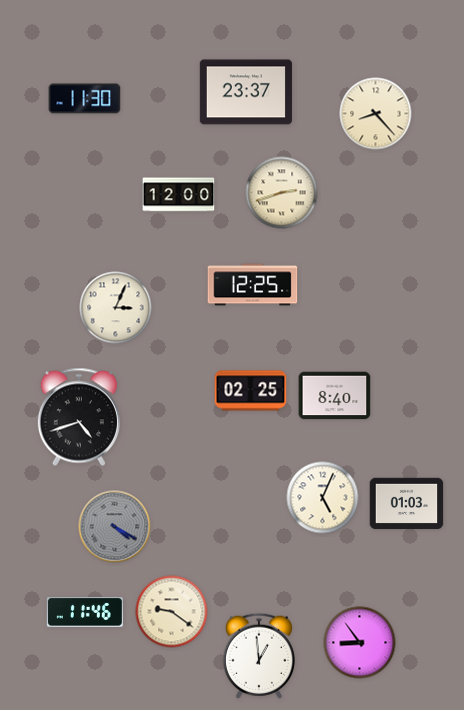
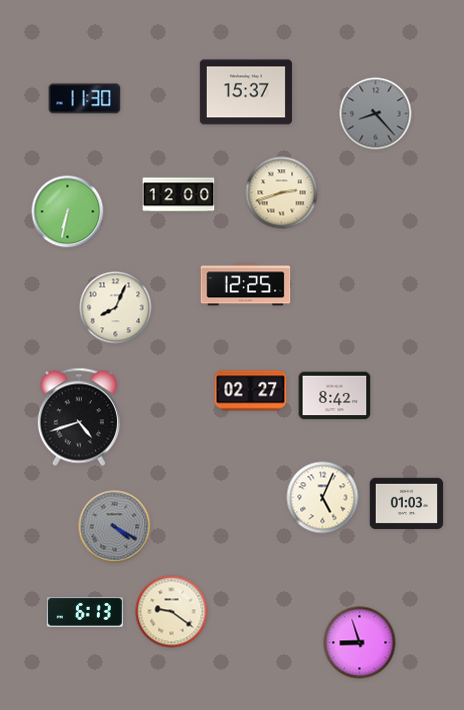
clock at (246, 92): 23:37 -> 15:37
clock at (376, 114) dial: cream -> grey
clock at (68, 212): none -> 6:32
clock at (253, 285) position: (253, 285) -> (246, 285)
clock at (116, 308): 3:04 -> 8:04
clock at (251, 391): 02:25 -> 02:27
clock at (335, 396): 8:40 -> 8:42
clock at (85, 612): 11:46 -> 6:13
clock at (360, 643): 8:54 -> 8:57
clock at (259, 656): 12:59 -> none
